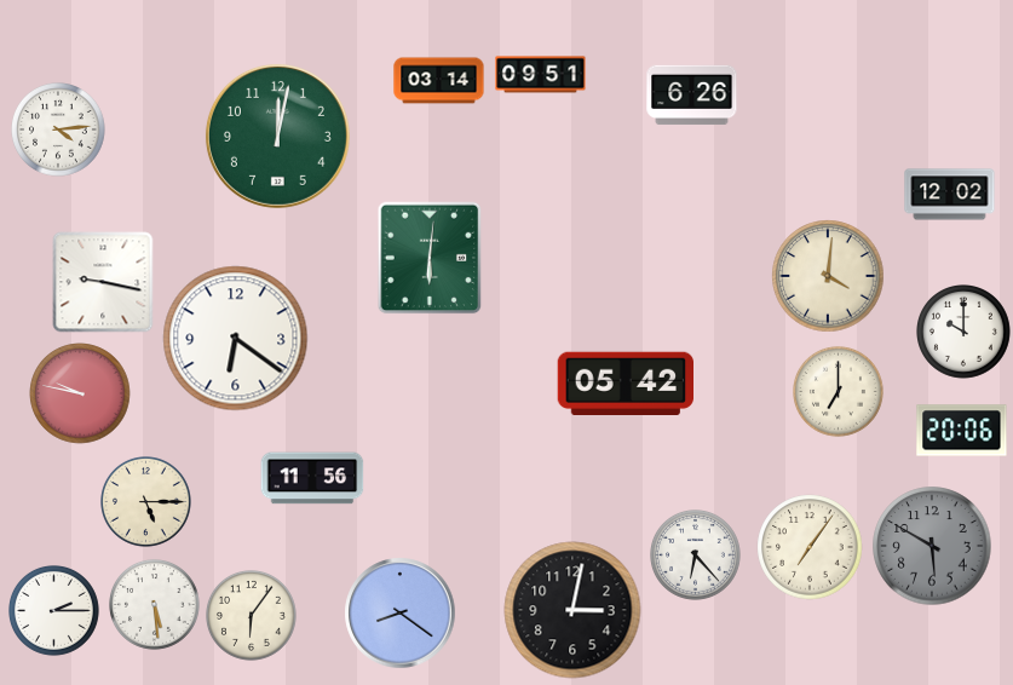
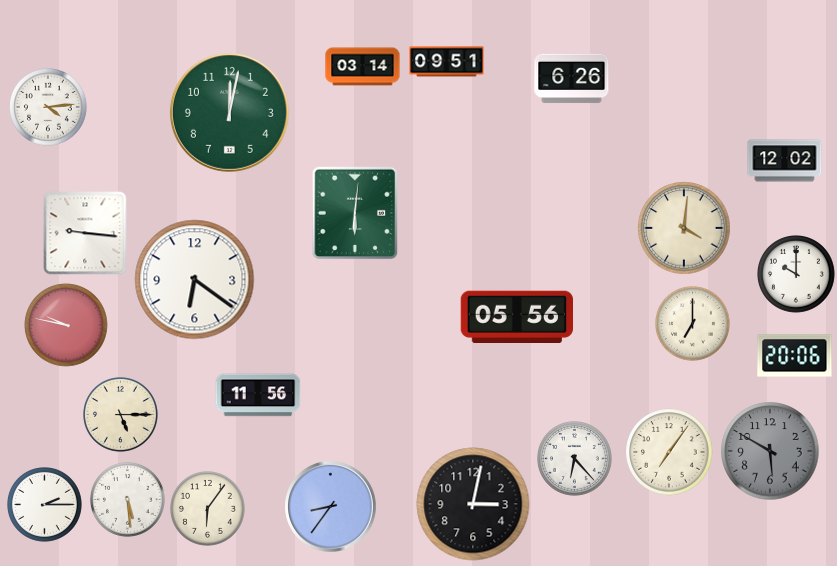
clock at (103, 282): 9:17 -> 9:16
clock at (625, 382): 05:42 -> 05:56
clock at (401, 614): 8:21 -> 8:36
